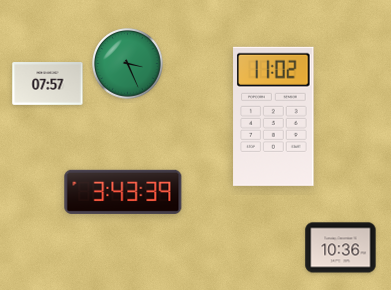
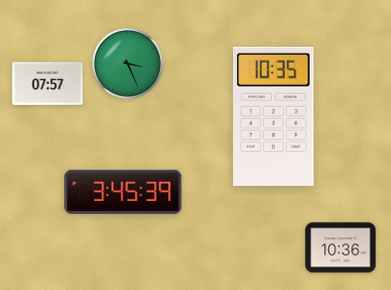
clock at (274, 116): 11:02 -> 10:35
clock at (123, 192): 3:43 -> 3:45
